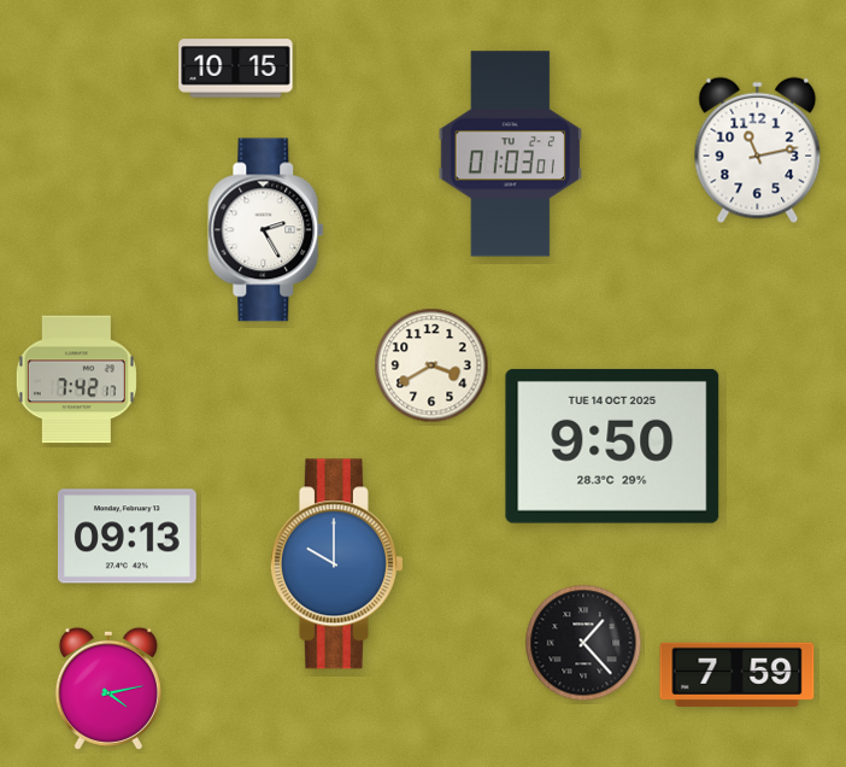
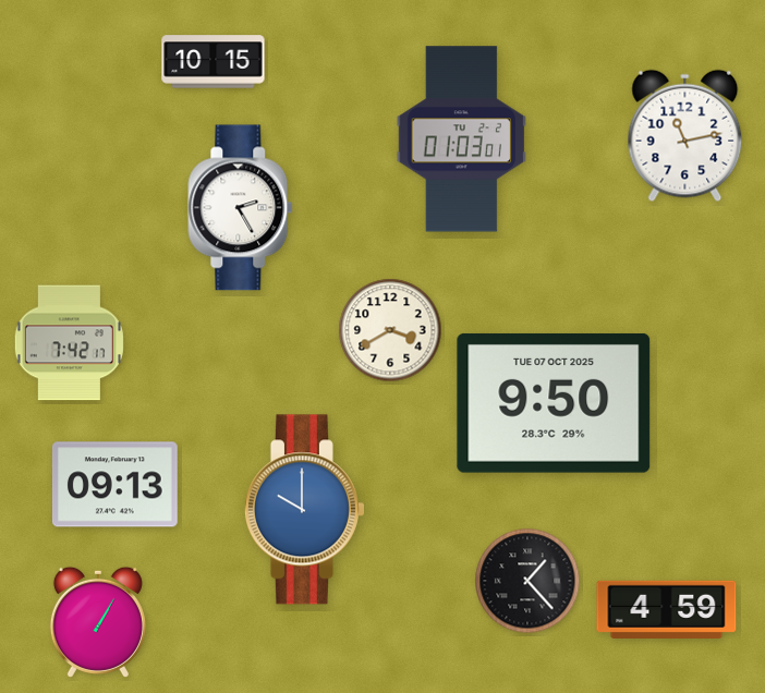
clock at (612, 446) date: TUE 14 OCT 2025 -> TUE 07 OCT 2025
clock at (738, 674): 7:59 -> 4:59
clock at (108, 689): 4:13 -> 1:05
